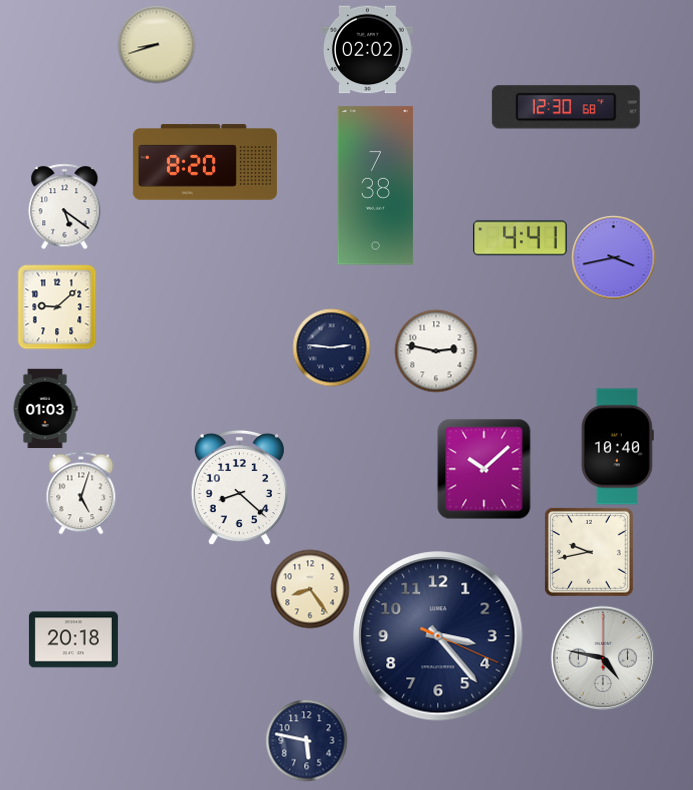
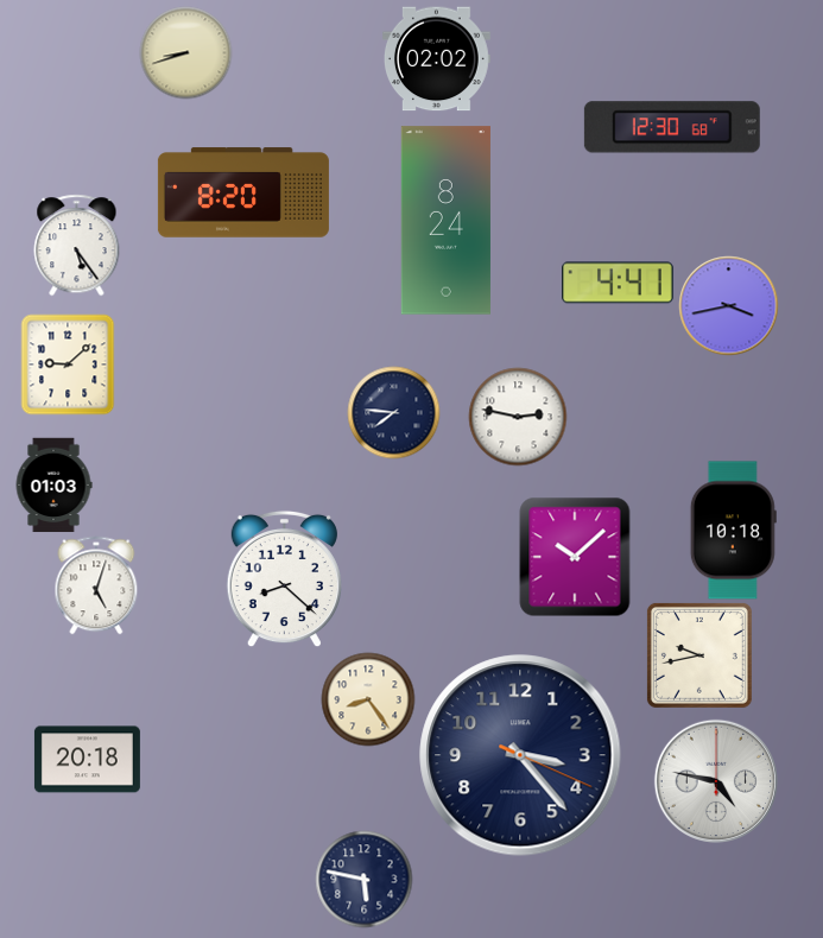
clock at (375, 186): 7:38 -> 8:24
clock at (65, 206): 5:21 -> 5:24
clock at (331, 347): 2:46 -> 7:46
clock at (617, 447): 10:40 -> 10:18
